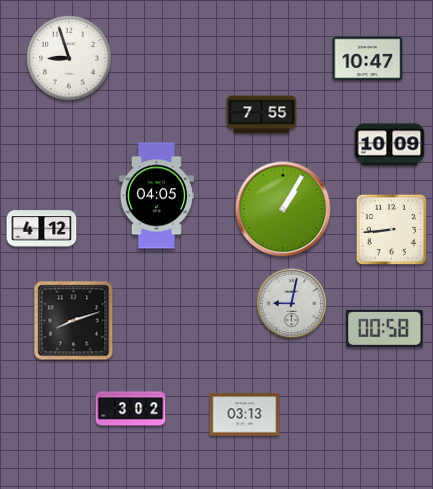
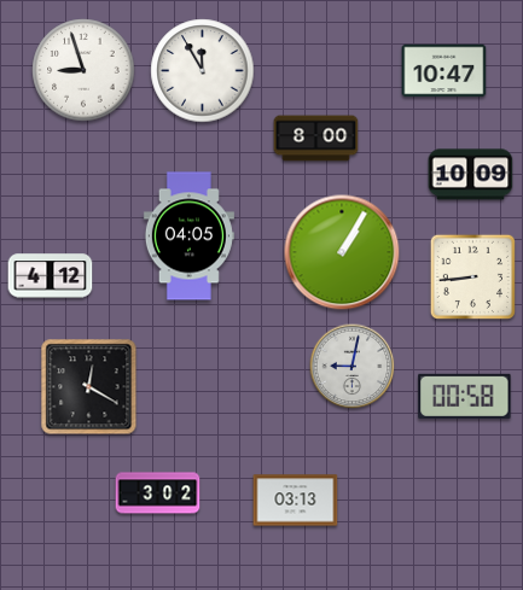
clock at (203, 71): none -> 11:55
clock at (262, 115): 7:55 -> 8:00
clock at (74, 321): 8:12 -> 12:20
